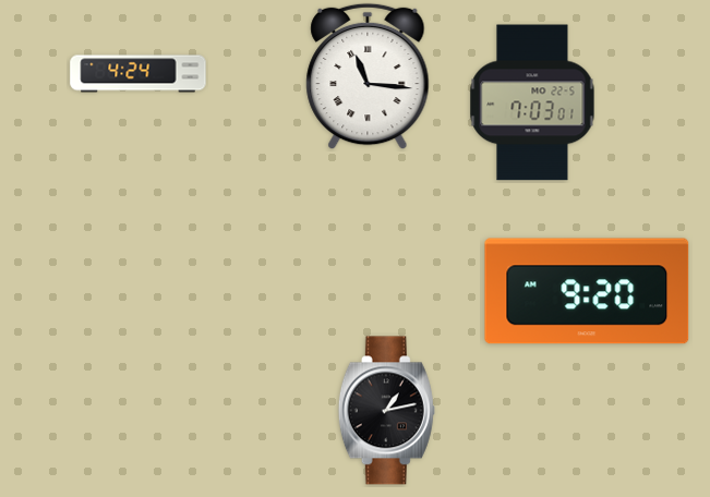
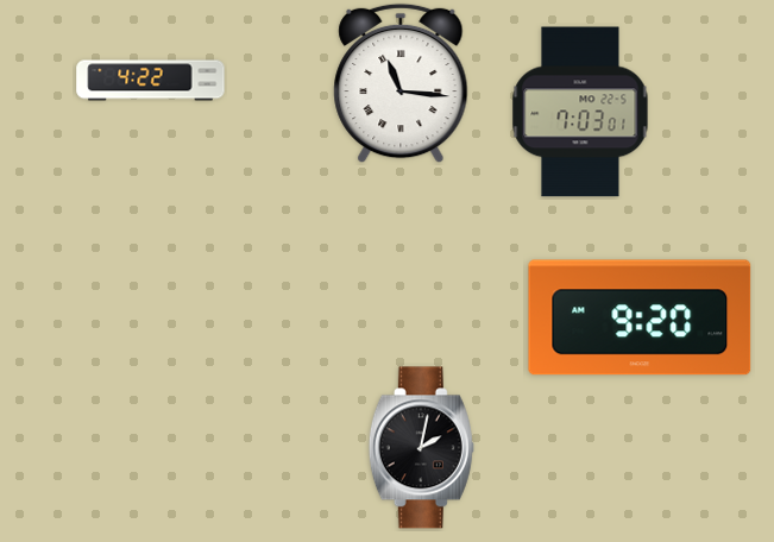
clock at (139, 74): 4:24 -> 4:22
clock at (386, 411): 1:13 -> 2:02
